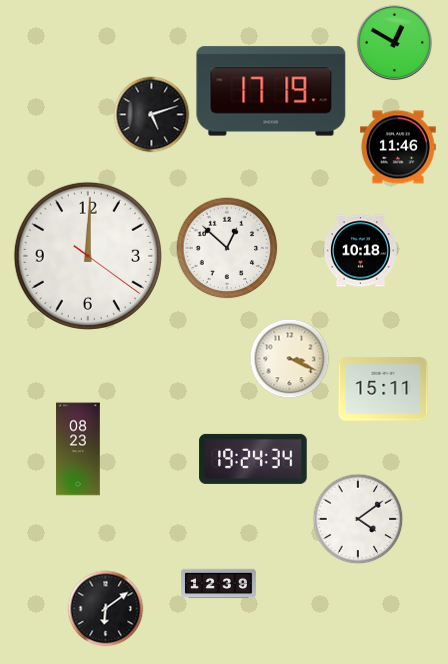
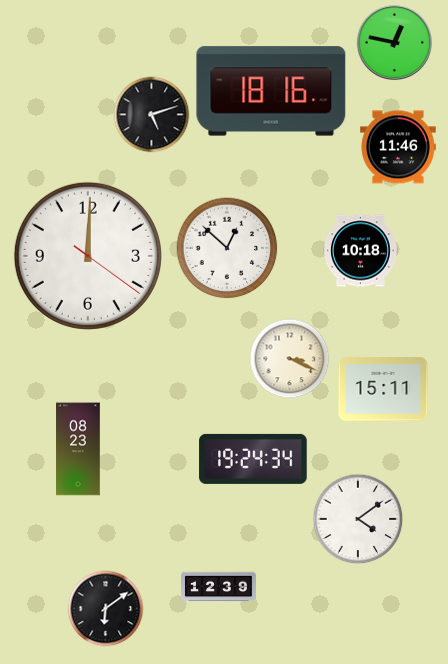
clock at (395, 43): 12:50 -> 12:47
clock at (271, 91): 17:19 -> 18:16
clock at (219, 584) position: (219, 584) -> (219, 587)
